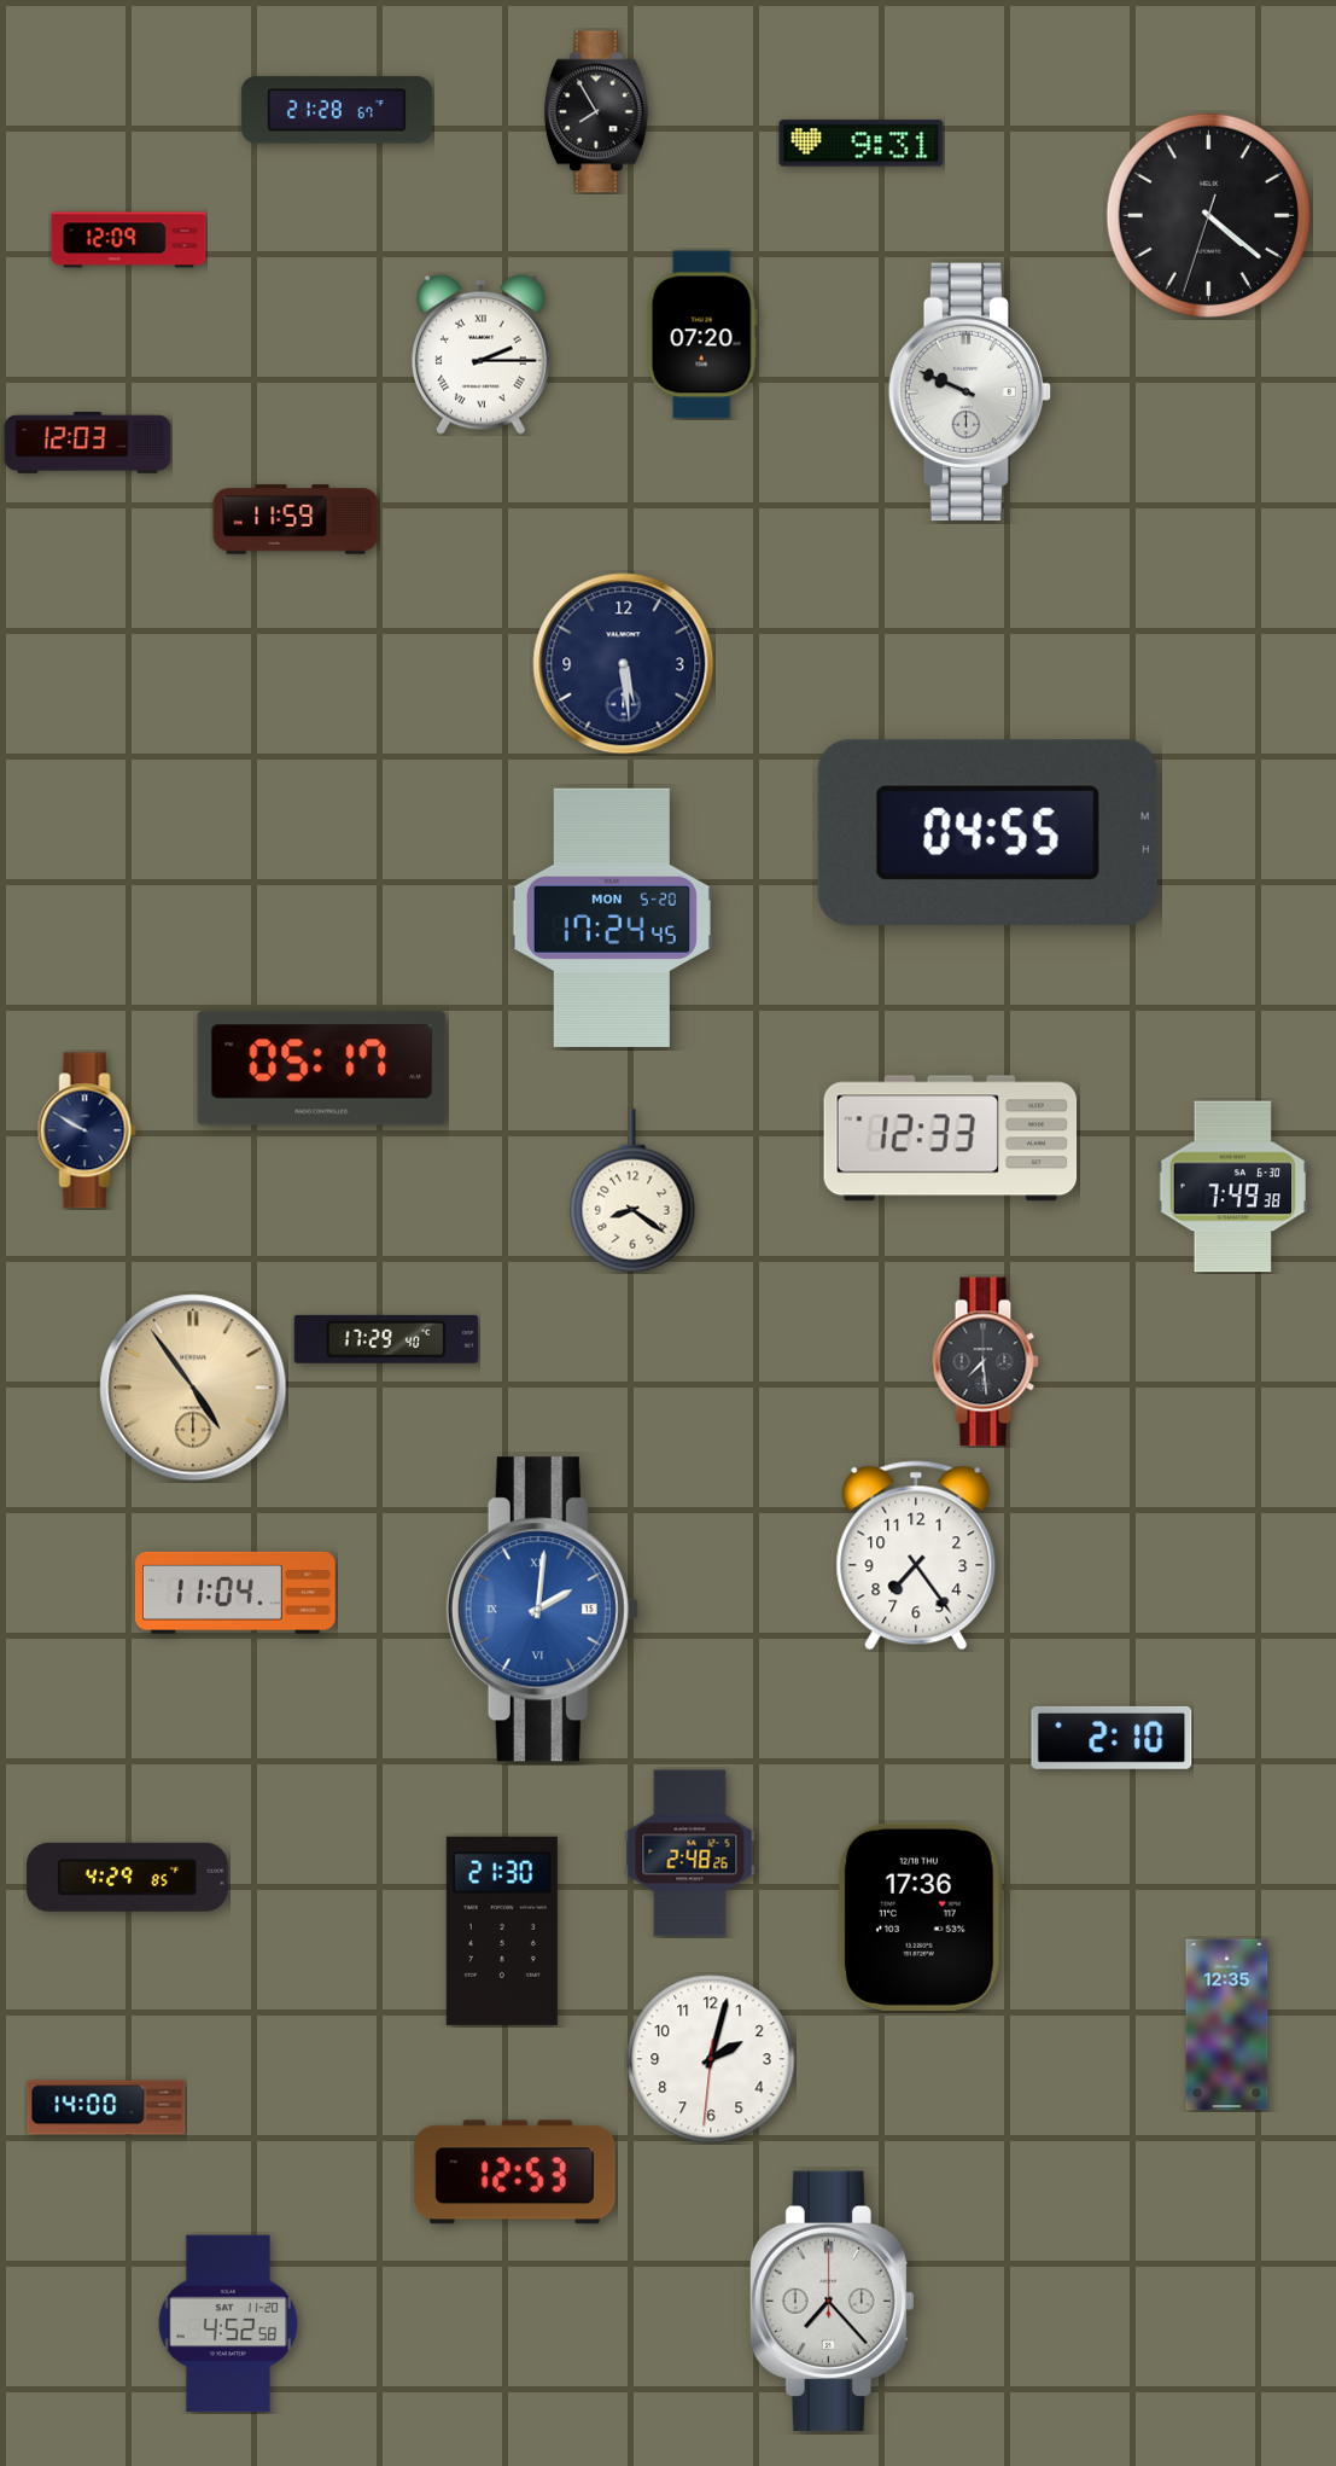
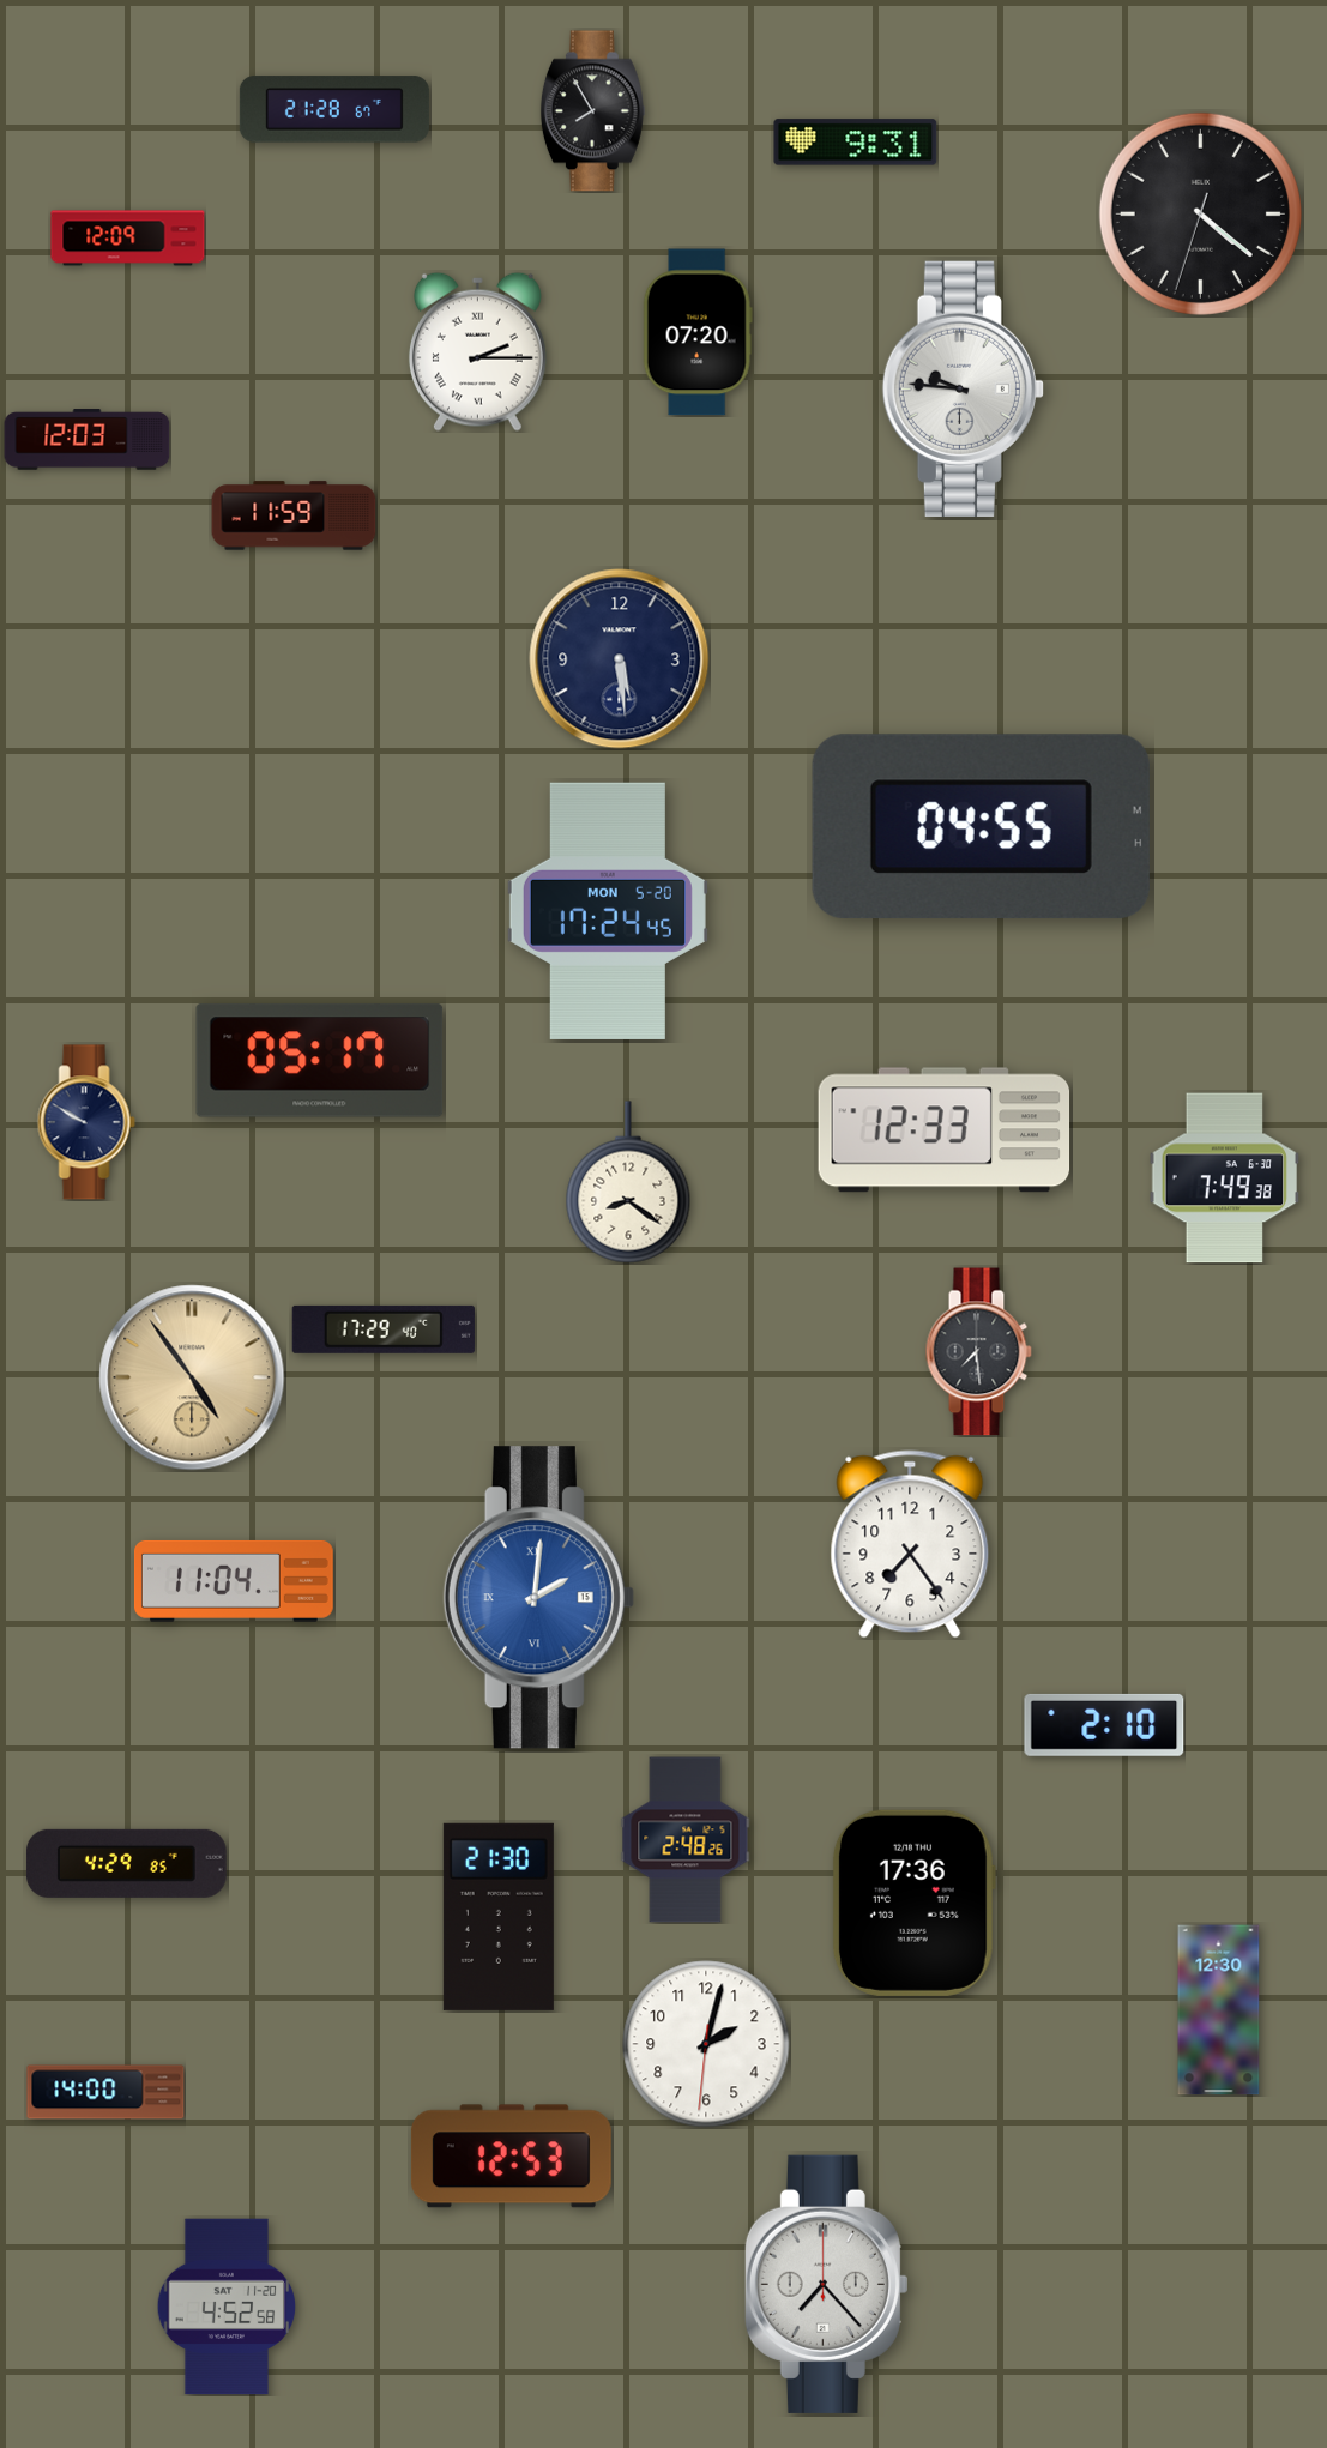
clock at (969, 391): 9:49 -> 9:46
clock at (1227, 2025): 12:35 -> 12:30
